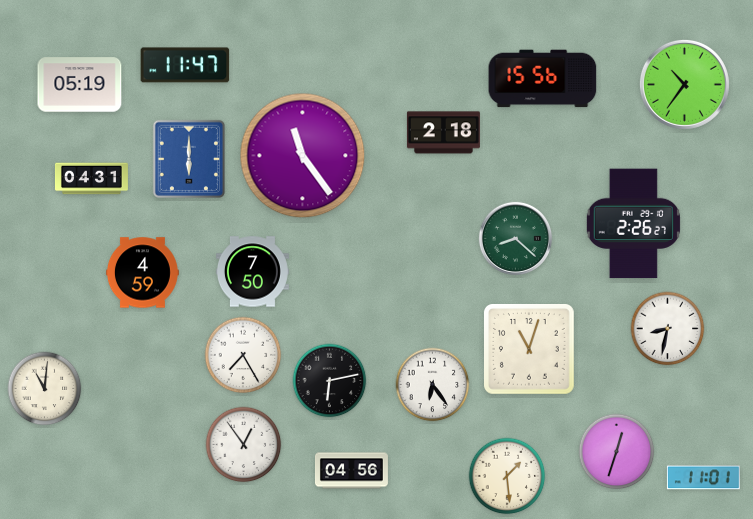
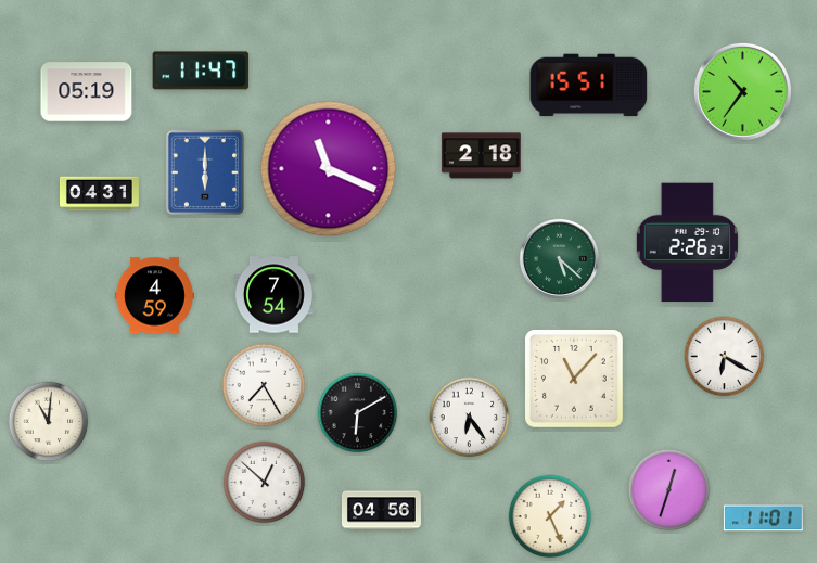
clock at (543, 79): 15:56 -> 15:51
clock at (443, 133) position: (443, 133) -> (481, 156)
clock at (303, 156): 11:24 -> 11:19
clock at (515, 238): 8:22 -> 5:22
clock at (252, 272): 7:50 -> 7:54
clock at (668, 329): 8:32 -> 6:20
clock at (530, 350): 11:03 -> 11:07
clock at (330, 381): 6:13 -> 6:10
clock at (244, 445): 12:54 -> 12:52
clock at (507, 476): 1:29 -> 1:26
